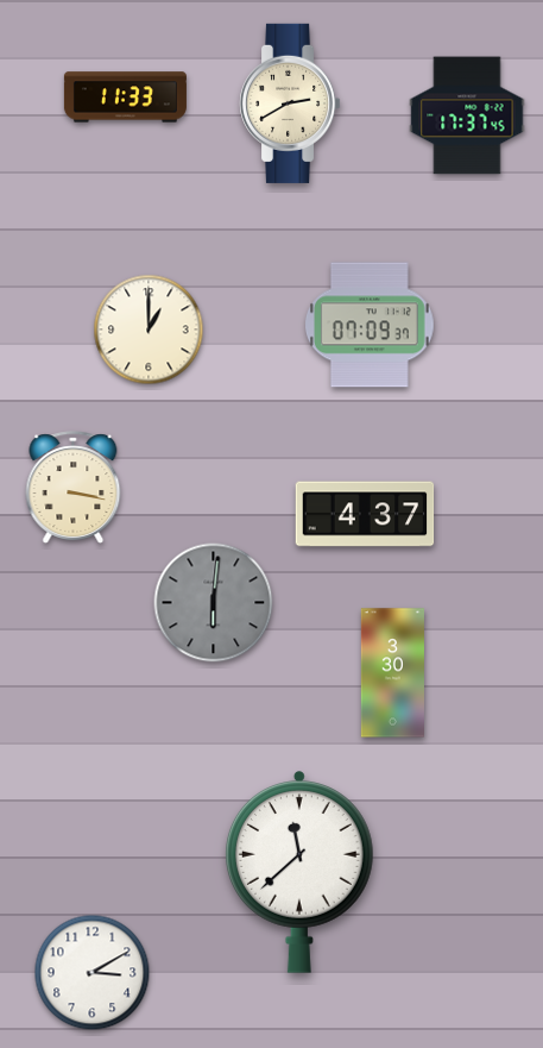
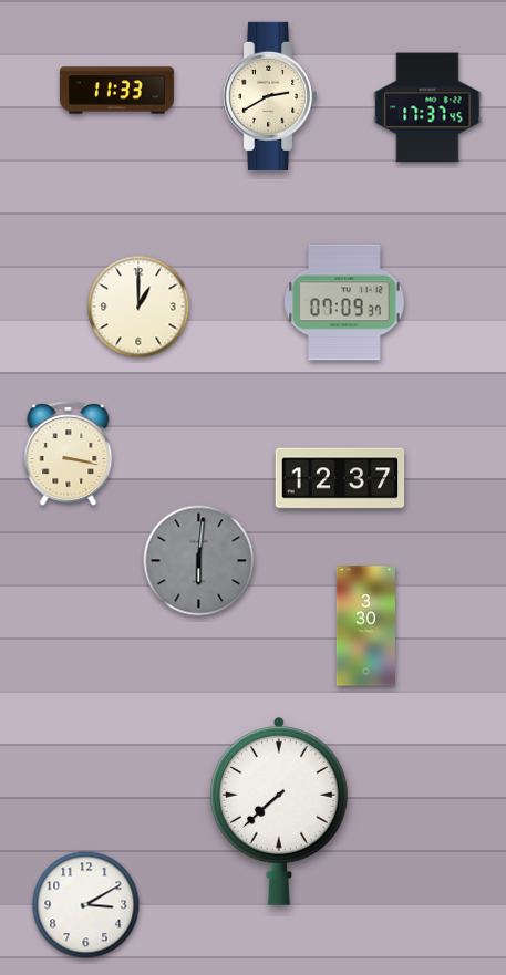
clock at (467, 115) position: (467, 115) -> (427, 107)
clock at (365, 514): 4:37 -> 12:37
clock at (299, 873): 11:38 -> 7:38
